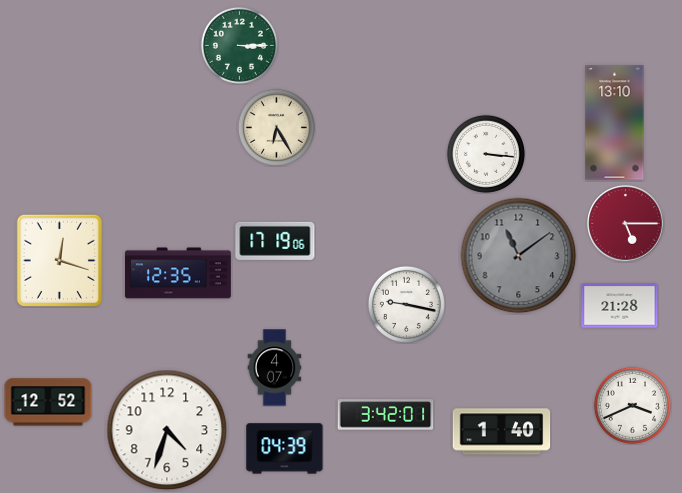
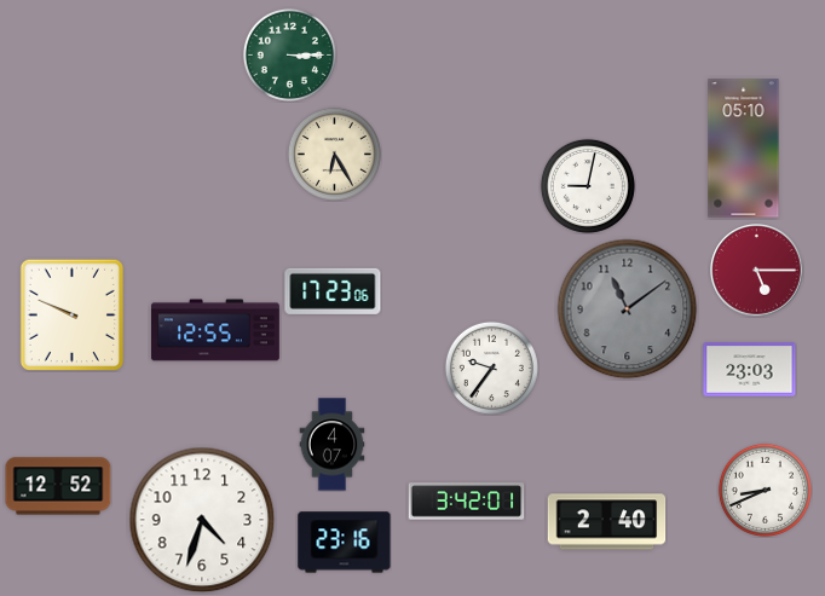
clock at (615, 123): 13:10 -> 05:10
clock at (486, 154): 3:16 -> 9:02
clock at (275, 241): 17:19 -> 17:23
clock at (59, 260): 12:18 -> 9:49
clock at (178, 273): 12:35 -> 12:55
clock at (406, 304): 9:17 -> 9:36
clock at (620, 306): 21:28 -> 23:03
clock at (632, 405): 3:41 -> 8:41
clock at (502, 432): 1:40 -> 2:40
clock at (285, 449): 04:39 -> 23:16
